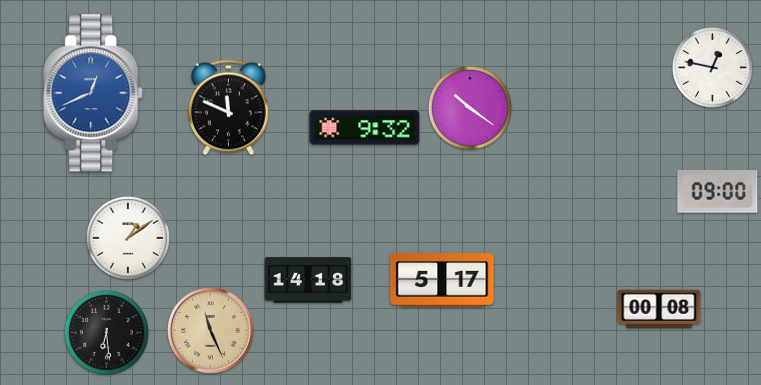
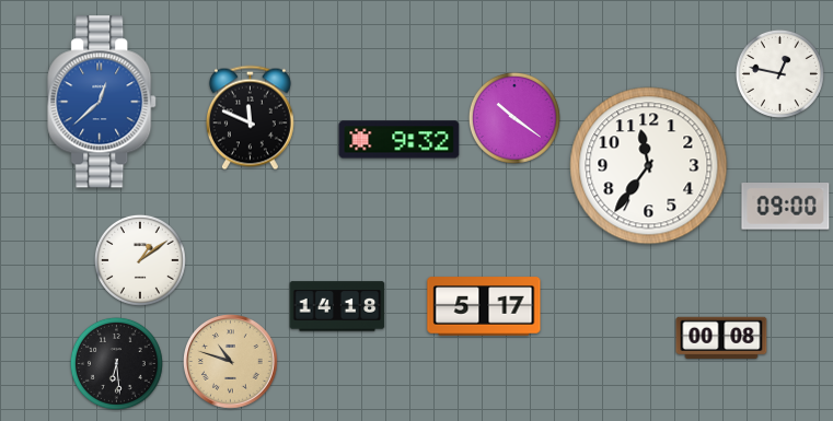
clock at (94, 93): 12:41 -> 12:38
clock at (649, 166): none -> 11:36
clock at (718, 192) position: (718, 192) -> (786, 207)
clock at (211, 331): 11:26 -> 10:48
